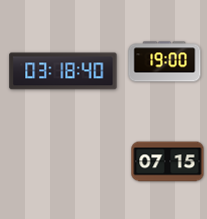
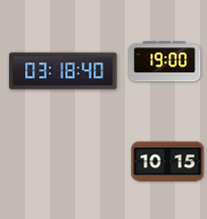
clock at (168, 162): 07:15 -> 10:15
